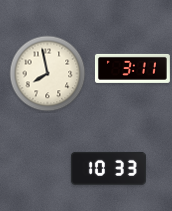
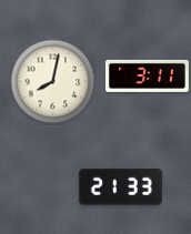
clock at (48, 74): 7:58 -> 8:02
clock at (108, 168): 10:33 -> 21:33
